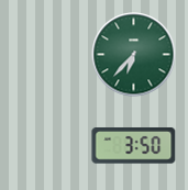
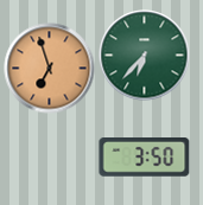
clock at (134, 55) position: (134, 55) -> (145, 56)
clock at (50, 69): none -> 6:57
